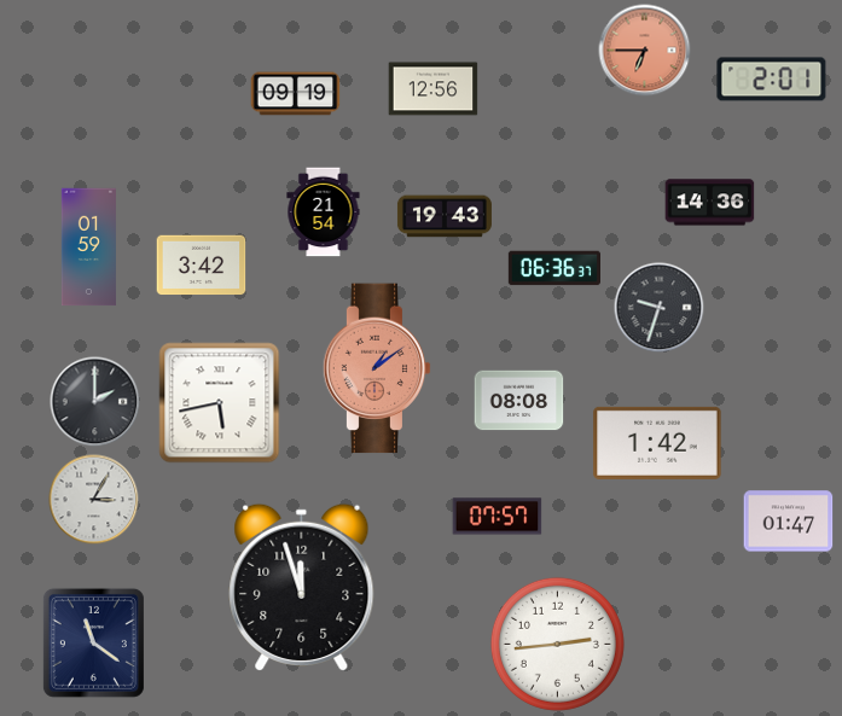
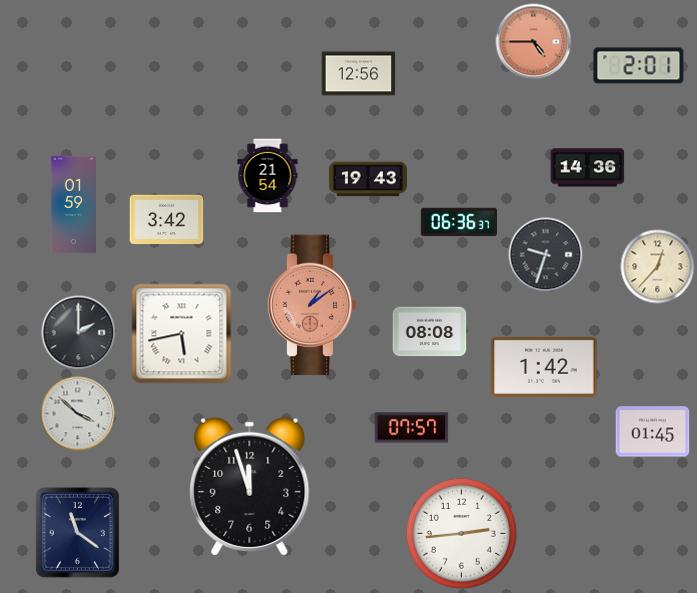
clock at (645, 51): 6:45 -> 4:45
clock at (296, 94): 09:19 -> none
clock at (658, 267): none -> 12:37
clock at (94, 500): 3:05 -> 3:52
clock at (789, 522): 01:47 -> 01:45
